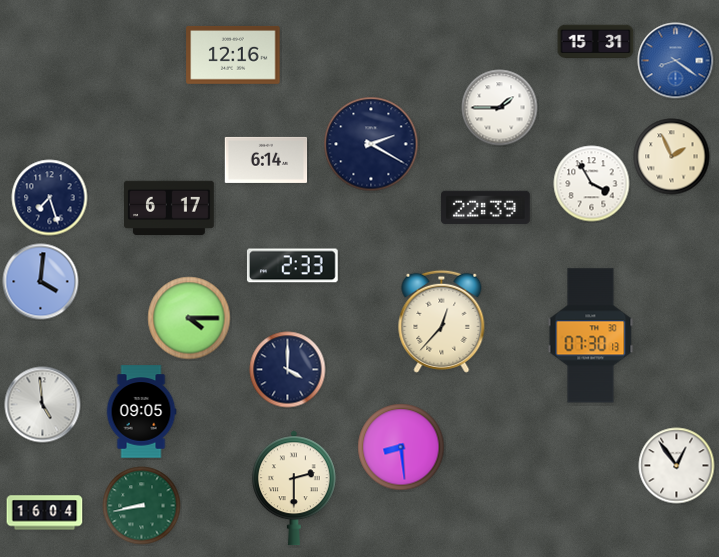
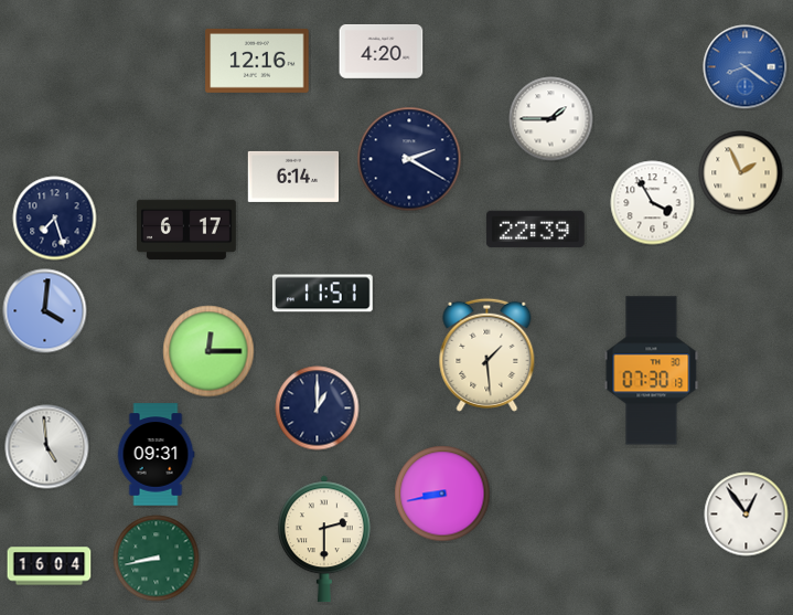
clock at (596, 42): 15:31 -> none
clock at (382, 51): none -> 4:20
clock at (292, 266): 2:33 -> 11:51
clock at (189, 318): 4:15 -> 12:15
clock at (442, 321): 12:37 -> 1:29
clock at (288, 370): 4:00 -> 1:00
clock at (141, 412): 09:05 -> 09:31
clock at (401, 447): 8:29 -> 8:43
